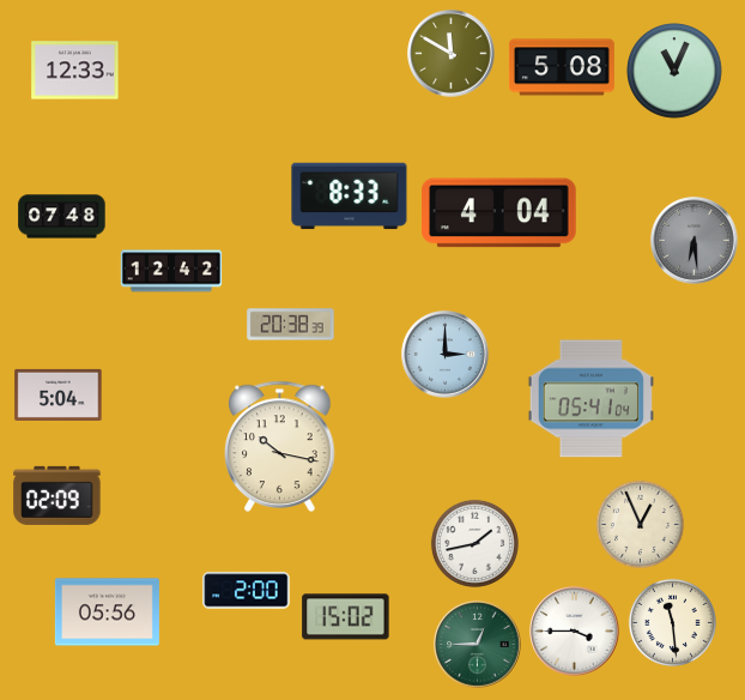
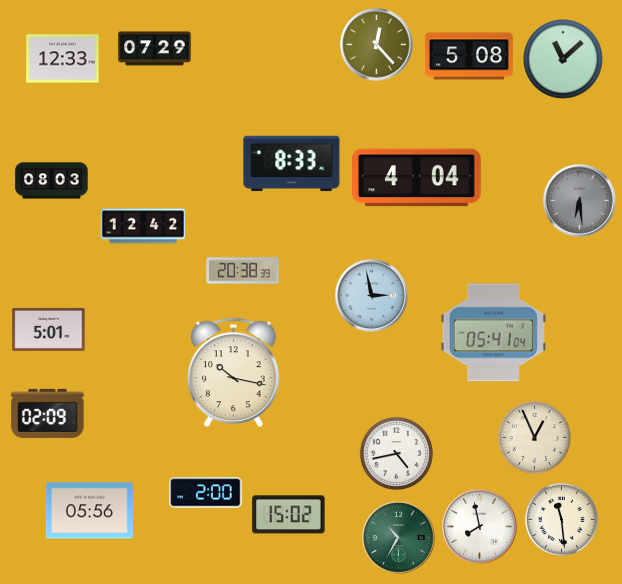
clock at (452, 54): 11:50 -> 12:23
clock at (155, 49): none -> 07:29
clock at (674, 71): 11:04 -> 11:08
clock at (62, 217): 07:48 -> 08:03
clock at (446, 355): 3:00 -> 2:58
clock at (59, 394): 5:04 -> 5:01
clock at (474, 543): 1:43 -> 4:43
clock at (575, 632): 3:45 -> 7:58
clock at (478, 645): 12:45 -> 10:35
